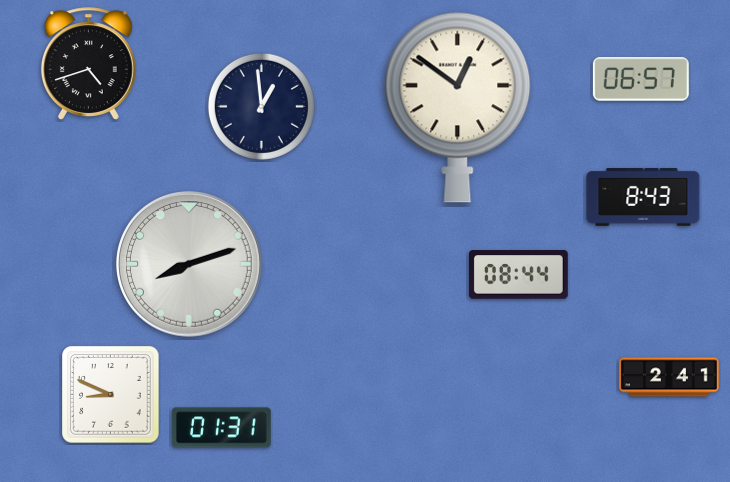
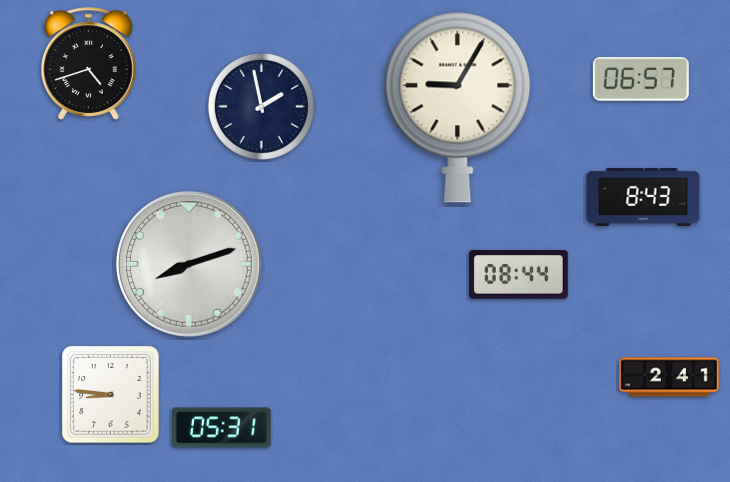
clock at (261, 106): 12:59 -> 1:58
clock at (458, 107): 12:51 -> 9:05
clock at (111, 395): 8:49 -> 8:46
clock at (221, 428): 01:31 -> 05:31
